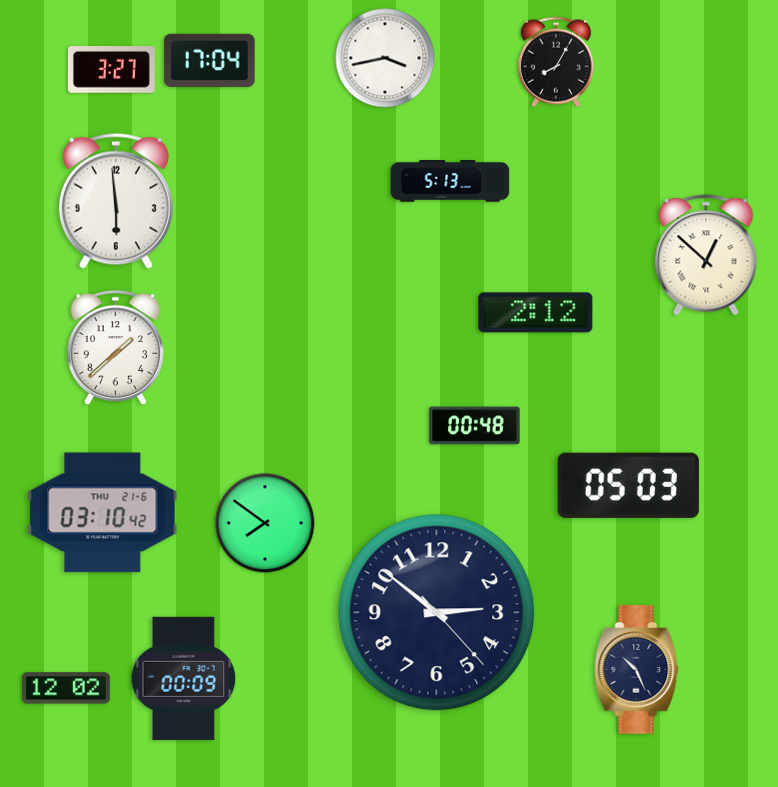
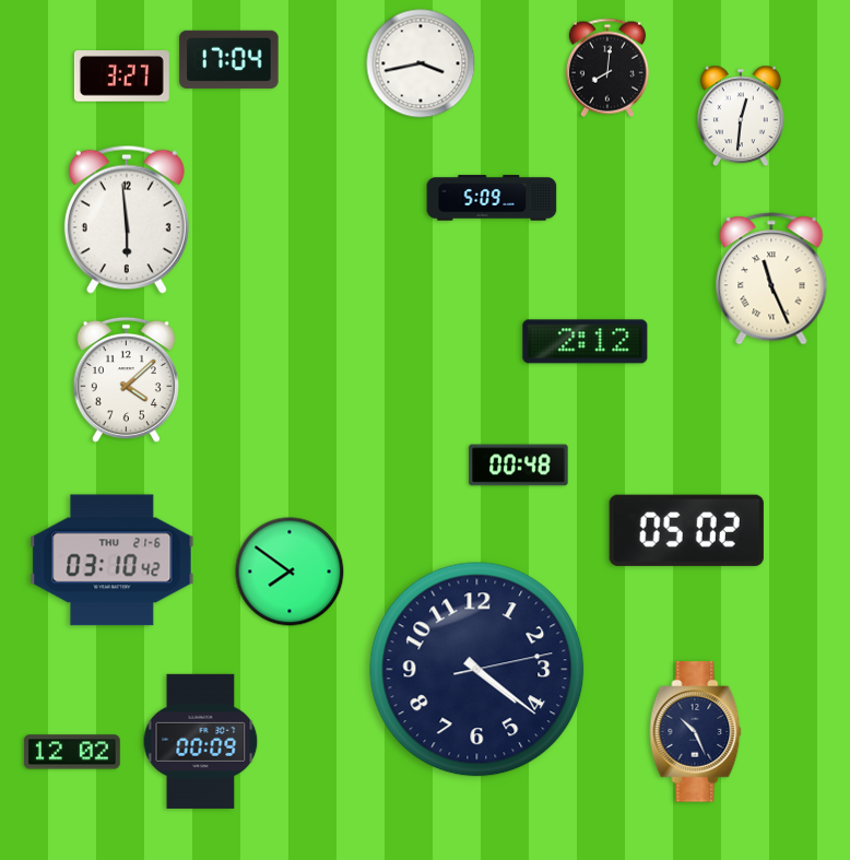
clock at (210, 60) position: (210, 60) -> (229, 59)
clock at (556, 62): 8:05 -> 8:01
clock at (741, 116): none -> 12:31
clock at (450, 181): 5:13 -> 5:09
clock at (706, 255): 12:52 -> 11:26
clock at (115, 348): 1:38 -> 4:08
clock at (628, 485): 05:03 -> 05:02
clock at (437, 613): 2:51 -> 4:21
